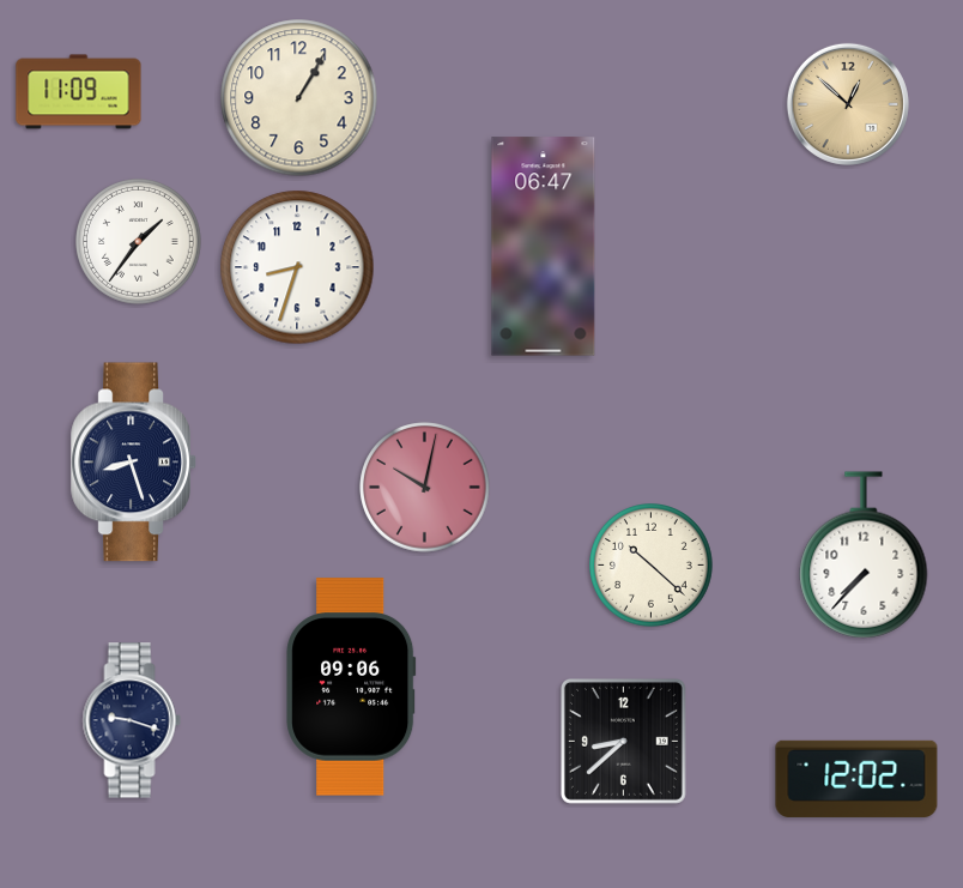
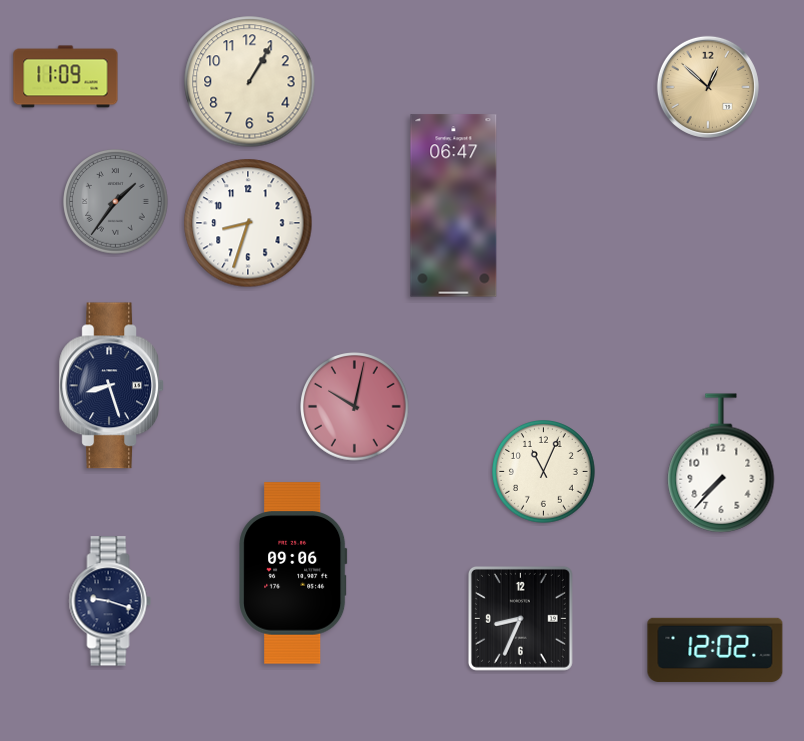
clock at (139, 242) dial: white -> grey
clock at (652, 566): 10:22 -> 11:04
clock at (623, 741): 8:38 -> 8:34
